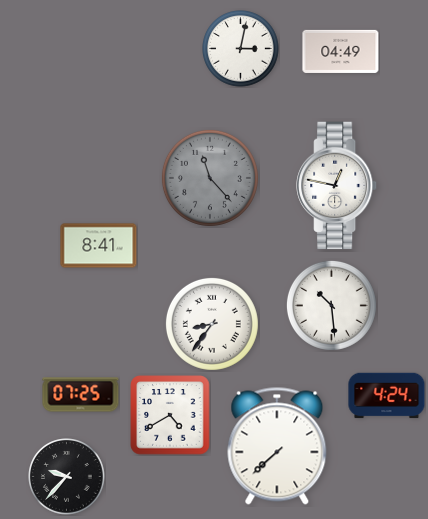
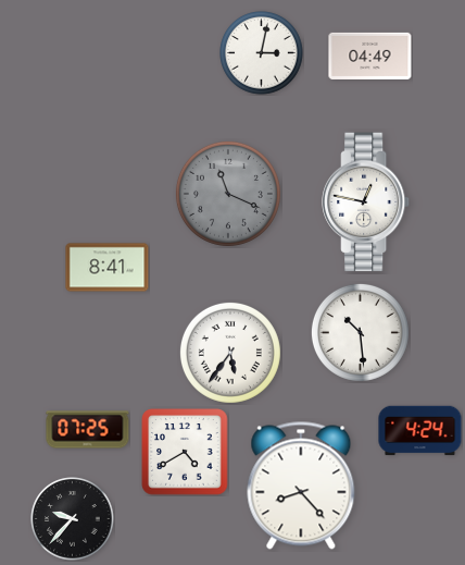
clock at (210, 178): 11:23 -> 11:19
clock at (212, 324): 8:36 -> 5:36
clock at (277, 446): 7:38 -> 8:23
